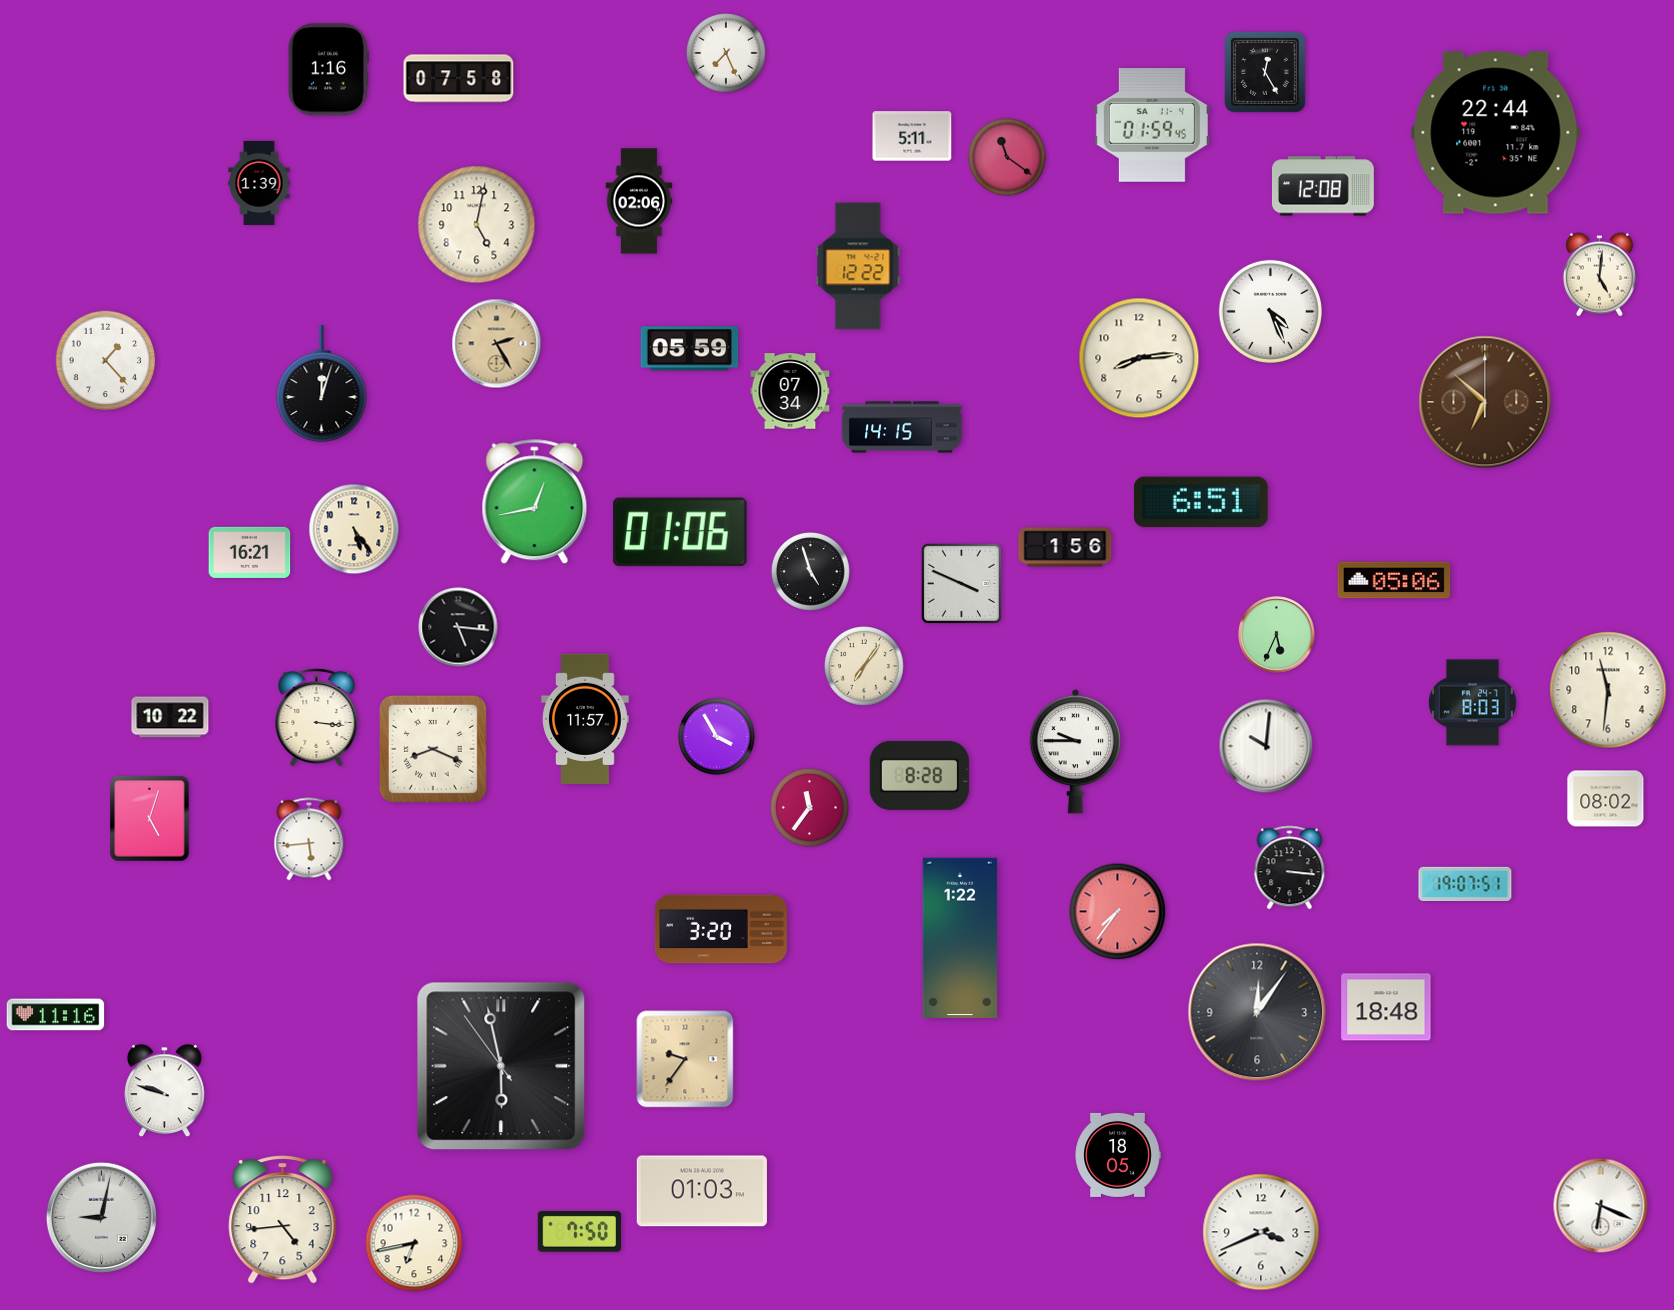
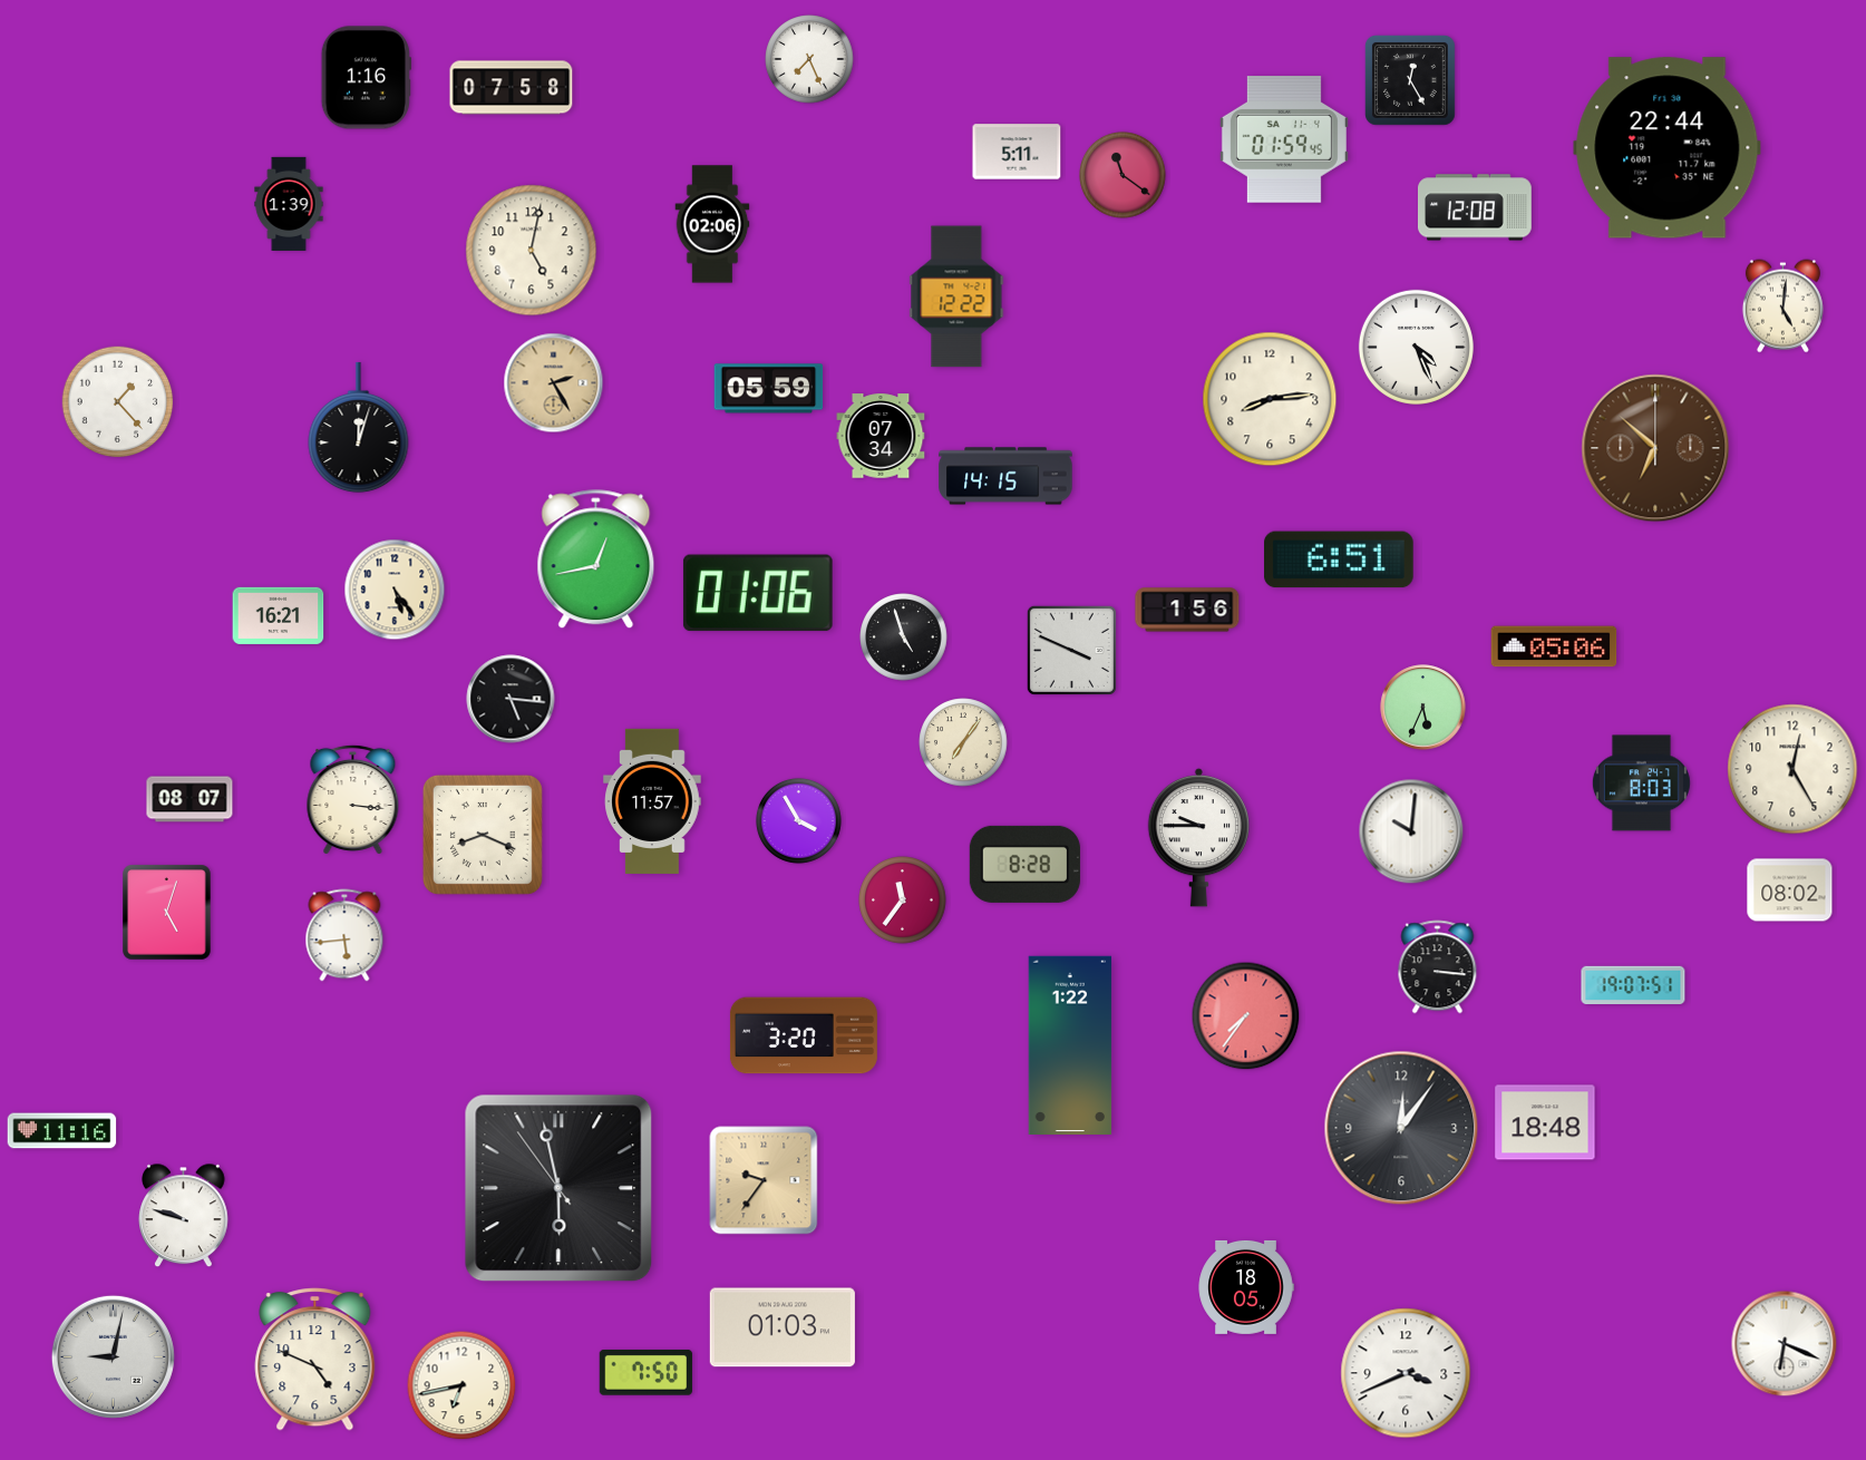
clock at (1608, 690): 11:31 -> 12:25
clock at (170, 717): 10:22 -> 08:07
clock at (283, 1220): 4:44 -> 4:49
